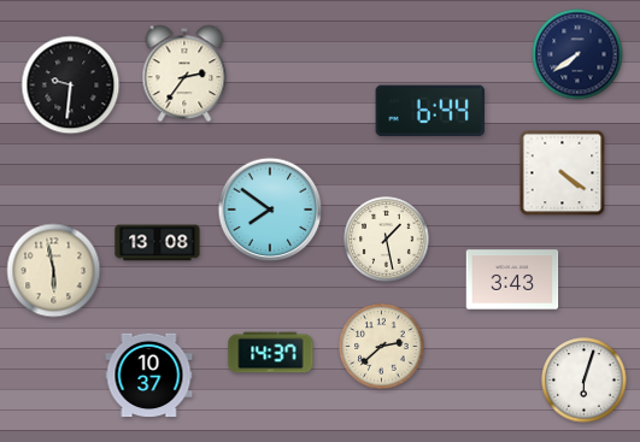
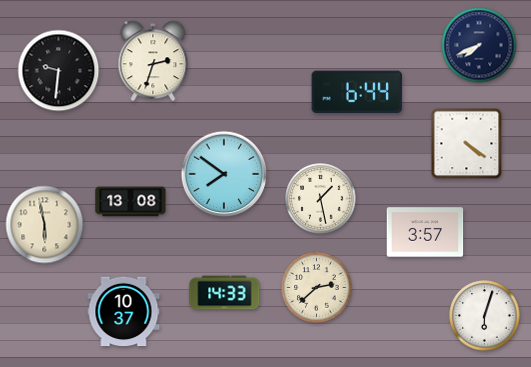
clock at (577, 54): 7:39 -> 7:41
clock at (184, 73): 2:36 -> 2:33
clock at (512, 279): 3:43 -> 3:57
clock at (271, 353): 14:37 -> 14:33
